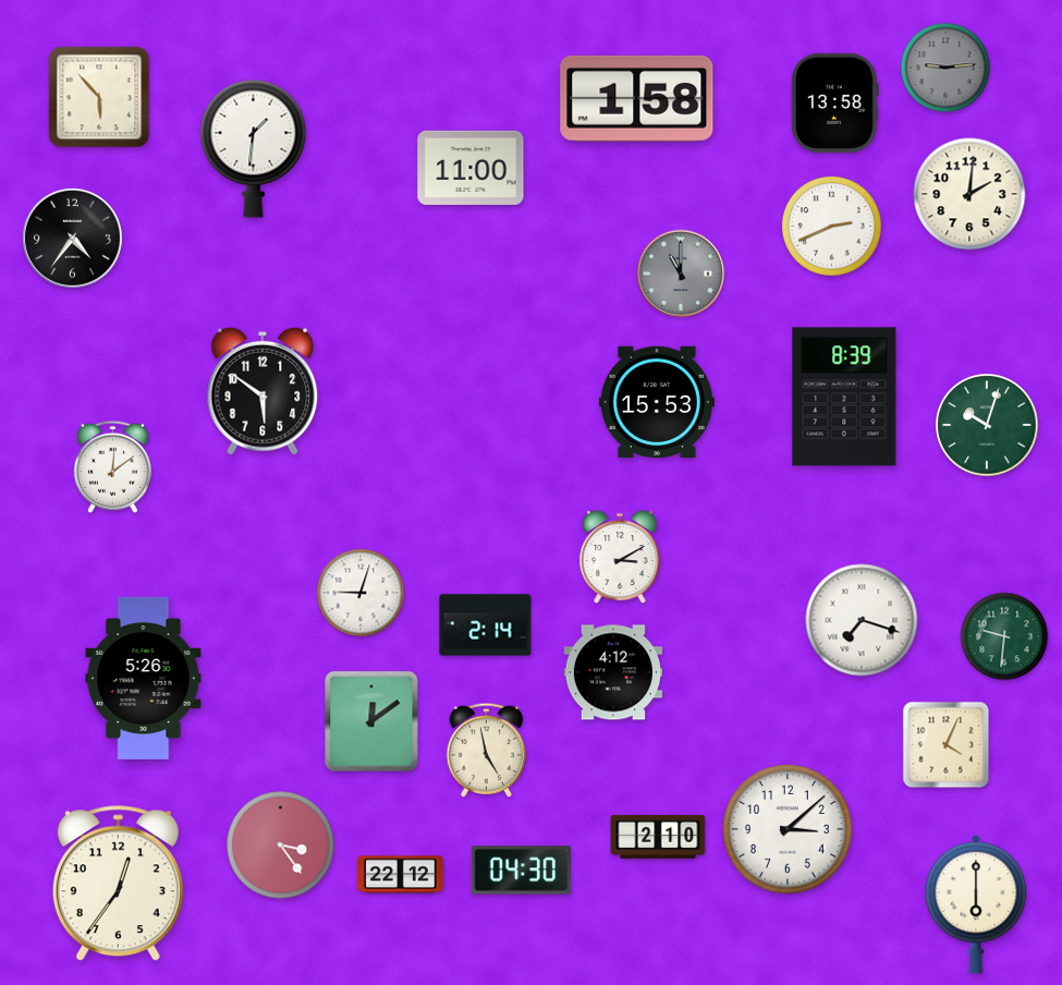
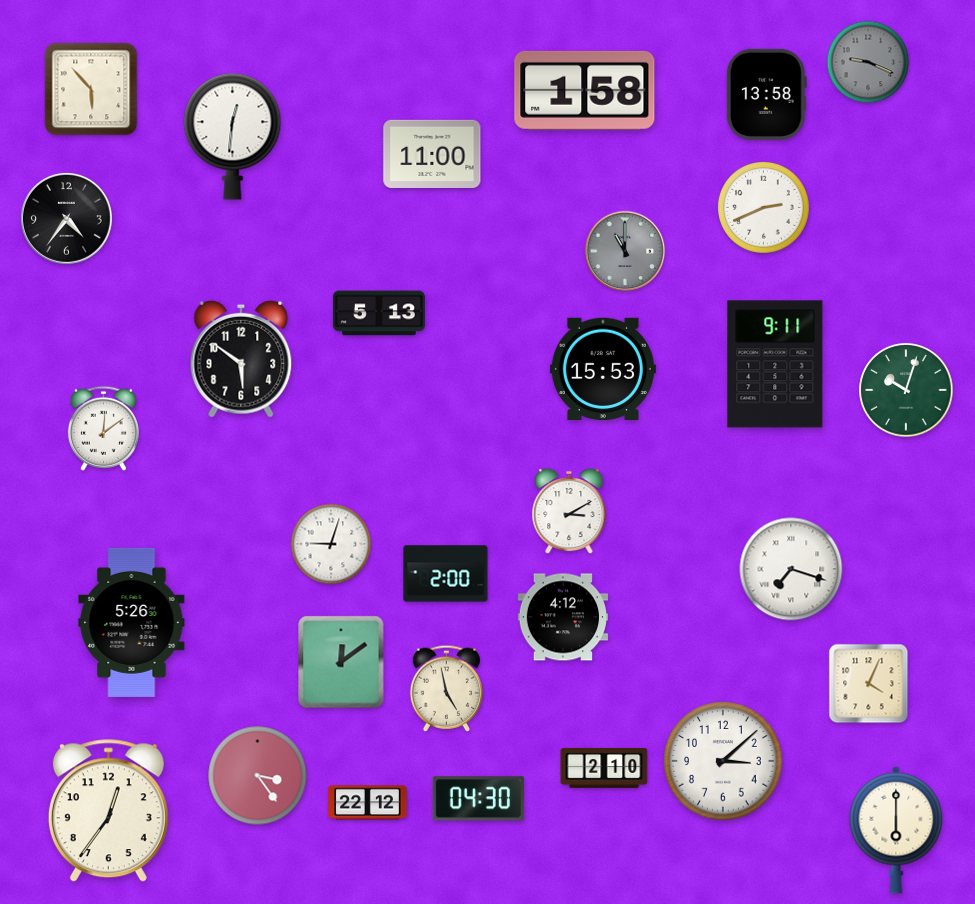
clock at (945, 68): 9:14 -> 9:19
clock at (254, 148): 1:31 -> 12:31
clock at (969, 194): 2:01 -> none
clock at (379, 313): none -> 5:13
clock at (844, 397): 8:39 -> 9:11
clock at (486, 625): 2:14 -> 2:00
clock at (1004, 636): 9:31 -> none
